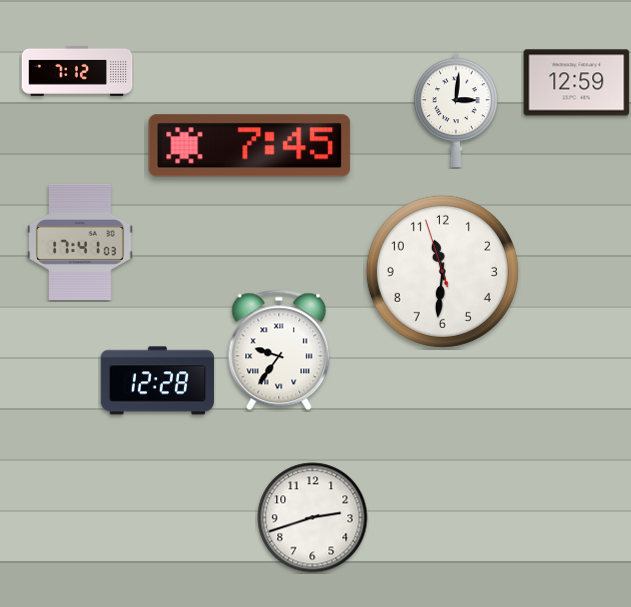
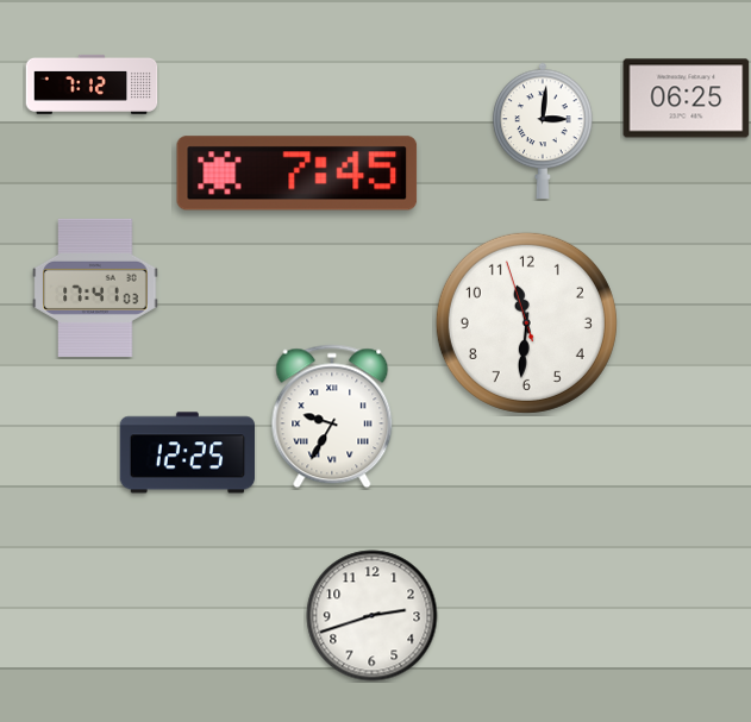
clock at (577, 83): 12:59 -> 06:25
clock at (279, 350): 9:36 -> 9:35
clock at (157, 381): 12:28 -> 12:25
